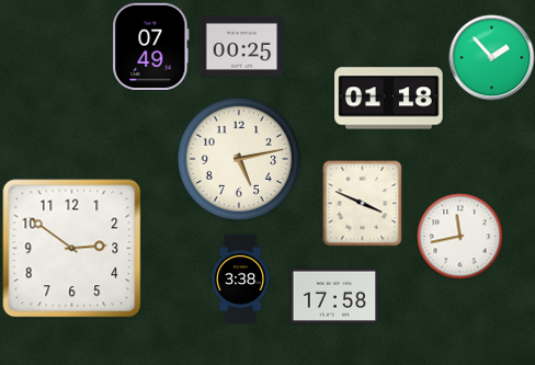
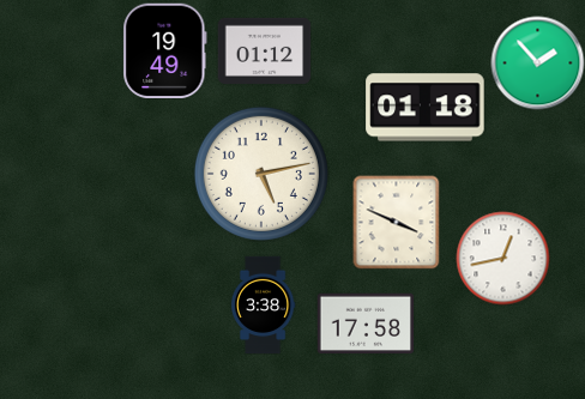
clock at (151, 46): 07:49 -> 19:49
clock at (241, 46): 00:25 -> 01:12
clock at (459, 236): 11:43 -> 12:43
clock at (72, 249): 2:51 -> none
